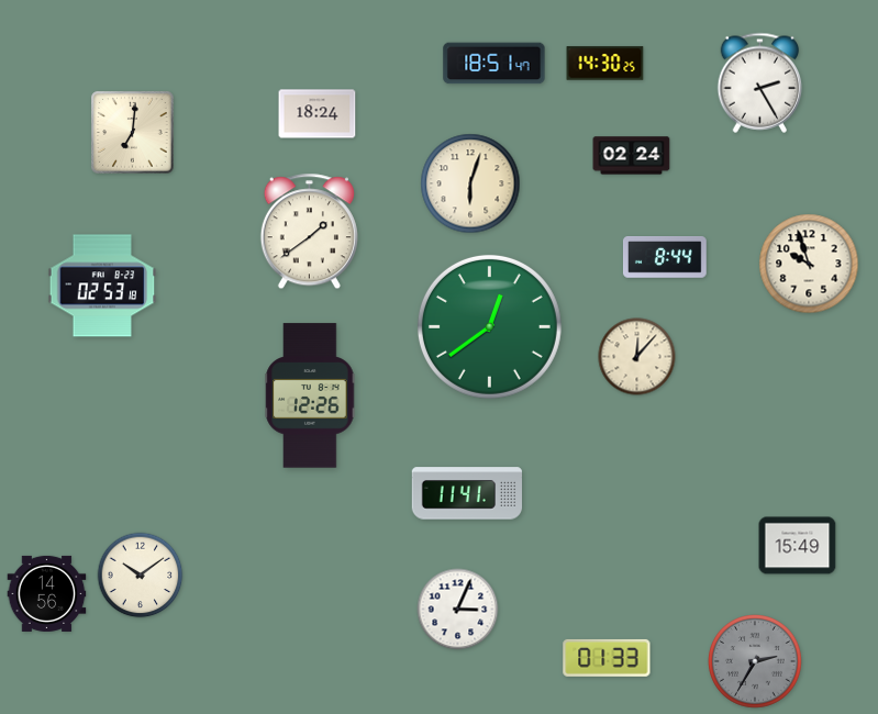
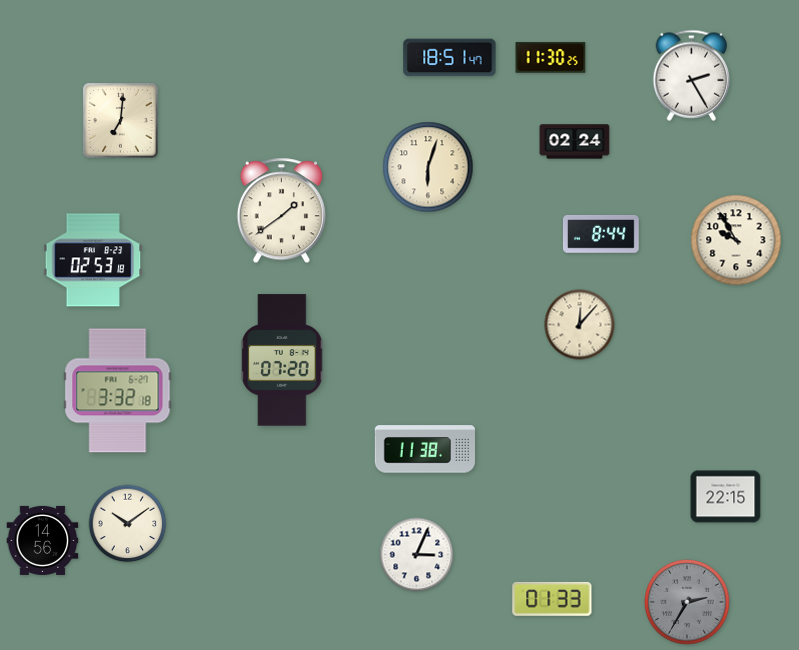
clock at (605, 64): 14:30 -> 11:30
clock at (318, 114): 18:24 -> none
clock at (665, 258) position: (665, 258) -> (601, 235)
clock at (809, 264): 9:57 -> 9:55
clock at (489, 326): 12:39 -> none
clock at (310, 395): 12:26 -> 07:20
clock at (118, 391): none -> 3:32
clock at (466, 493): 11:41 -> 11:38
clock at (798, 546): 15:49 -> 22:15
